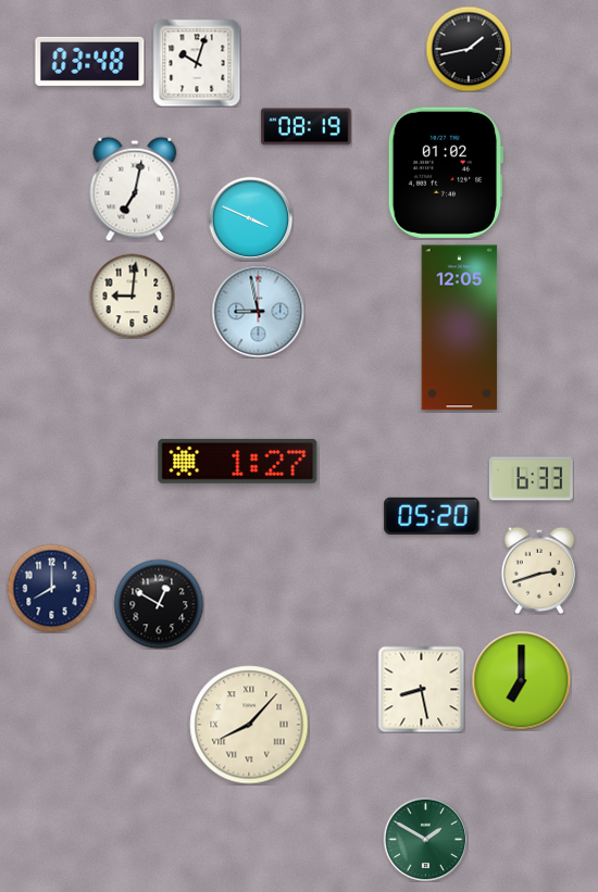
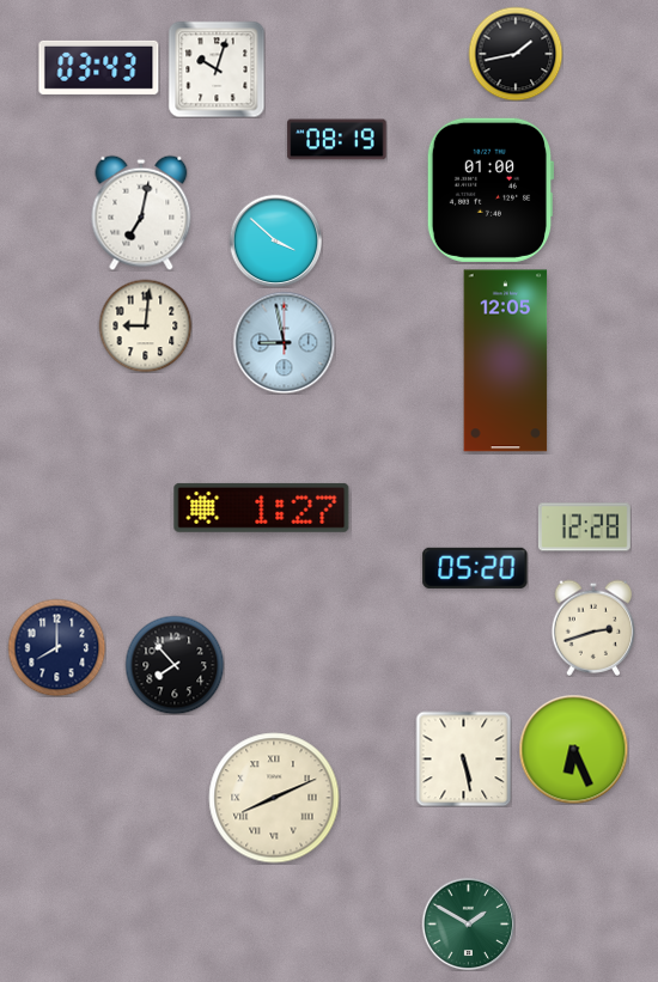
clock at (90, 61): 03:48 -> 03:43
clock at (446, 173): 01:02 -> 01:00
clock at (135, 189) position: (135, 189) -> (141, 213)
clock at (250, 218): 3:49 -> 3:52
clock at (531, 479): 6:33 -> 12:28
clock at (159, 604): 12:50 -> 7:53
clock at (521, 680): 7:00 -> 6:26
clock at (421, 689): 8:28 -> 5:28
clock at (249, 725): 8:07 -> 8:11
